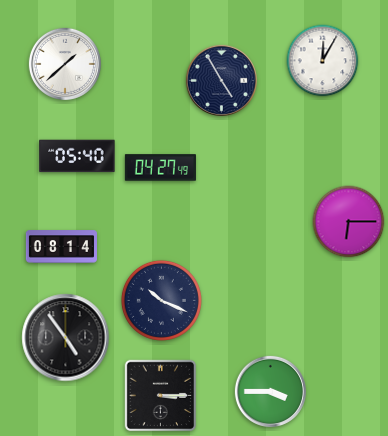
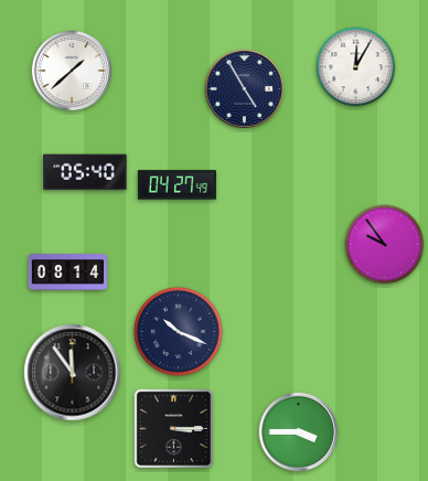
clock at (349, 222): 6:15 -> 9:54
clock at (66, 338): 4:54 -> 11:54
clock at (161, 396) position: (161, 396) -> (174, 429)
